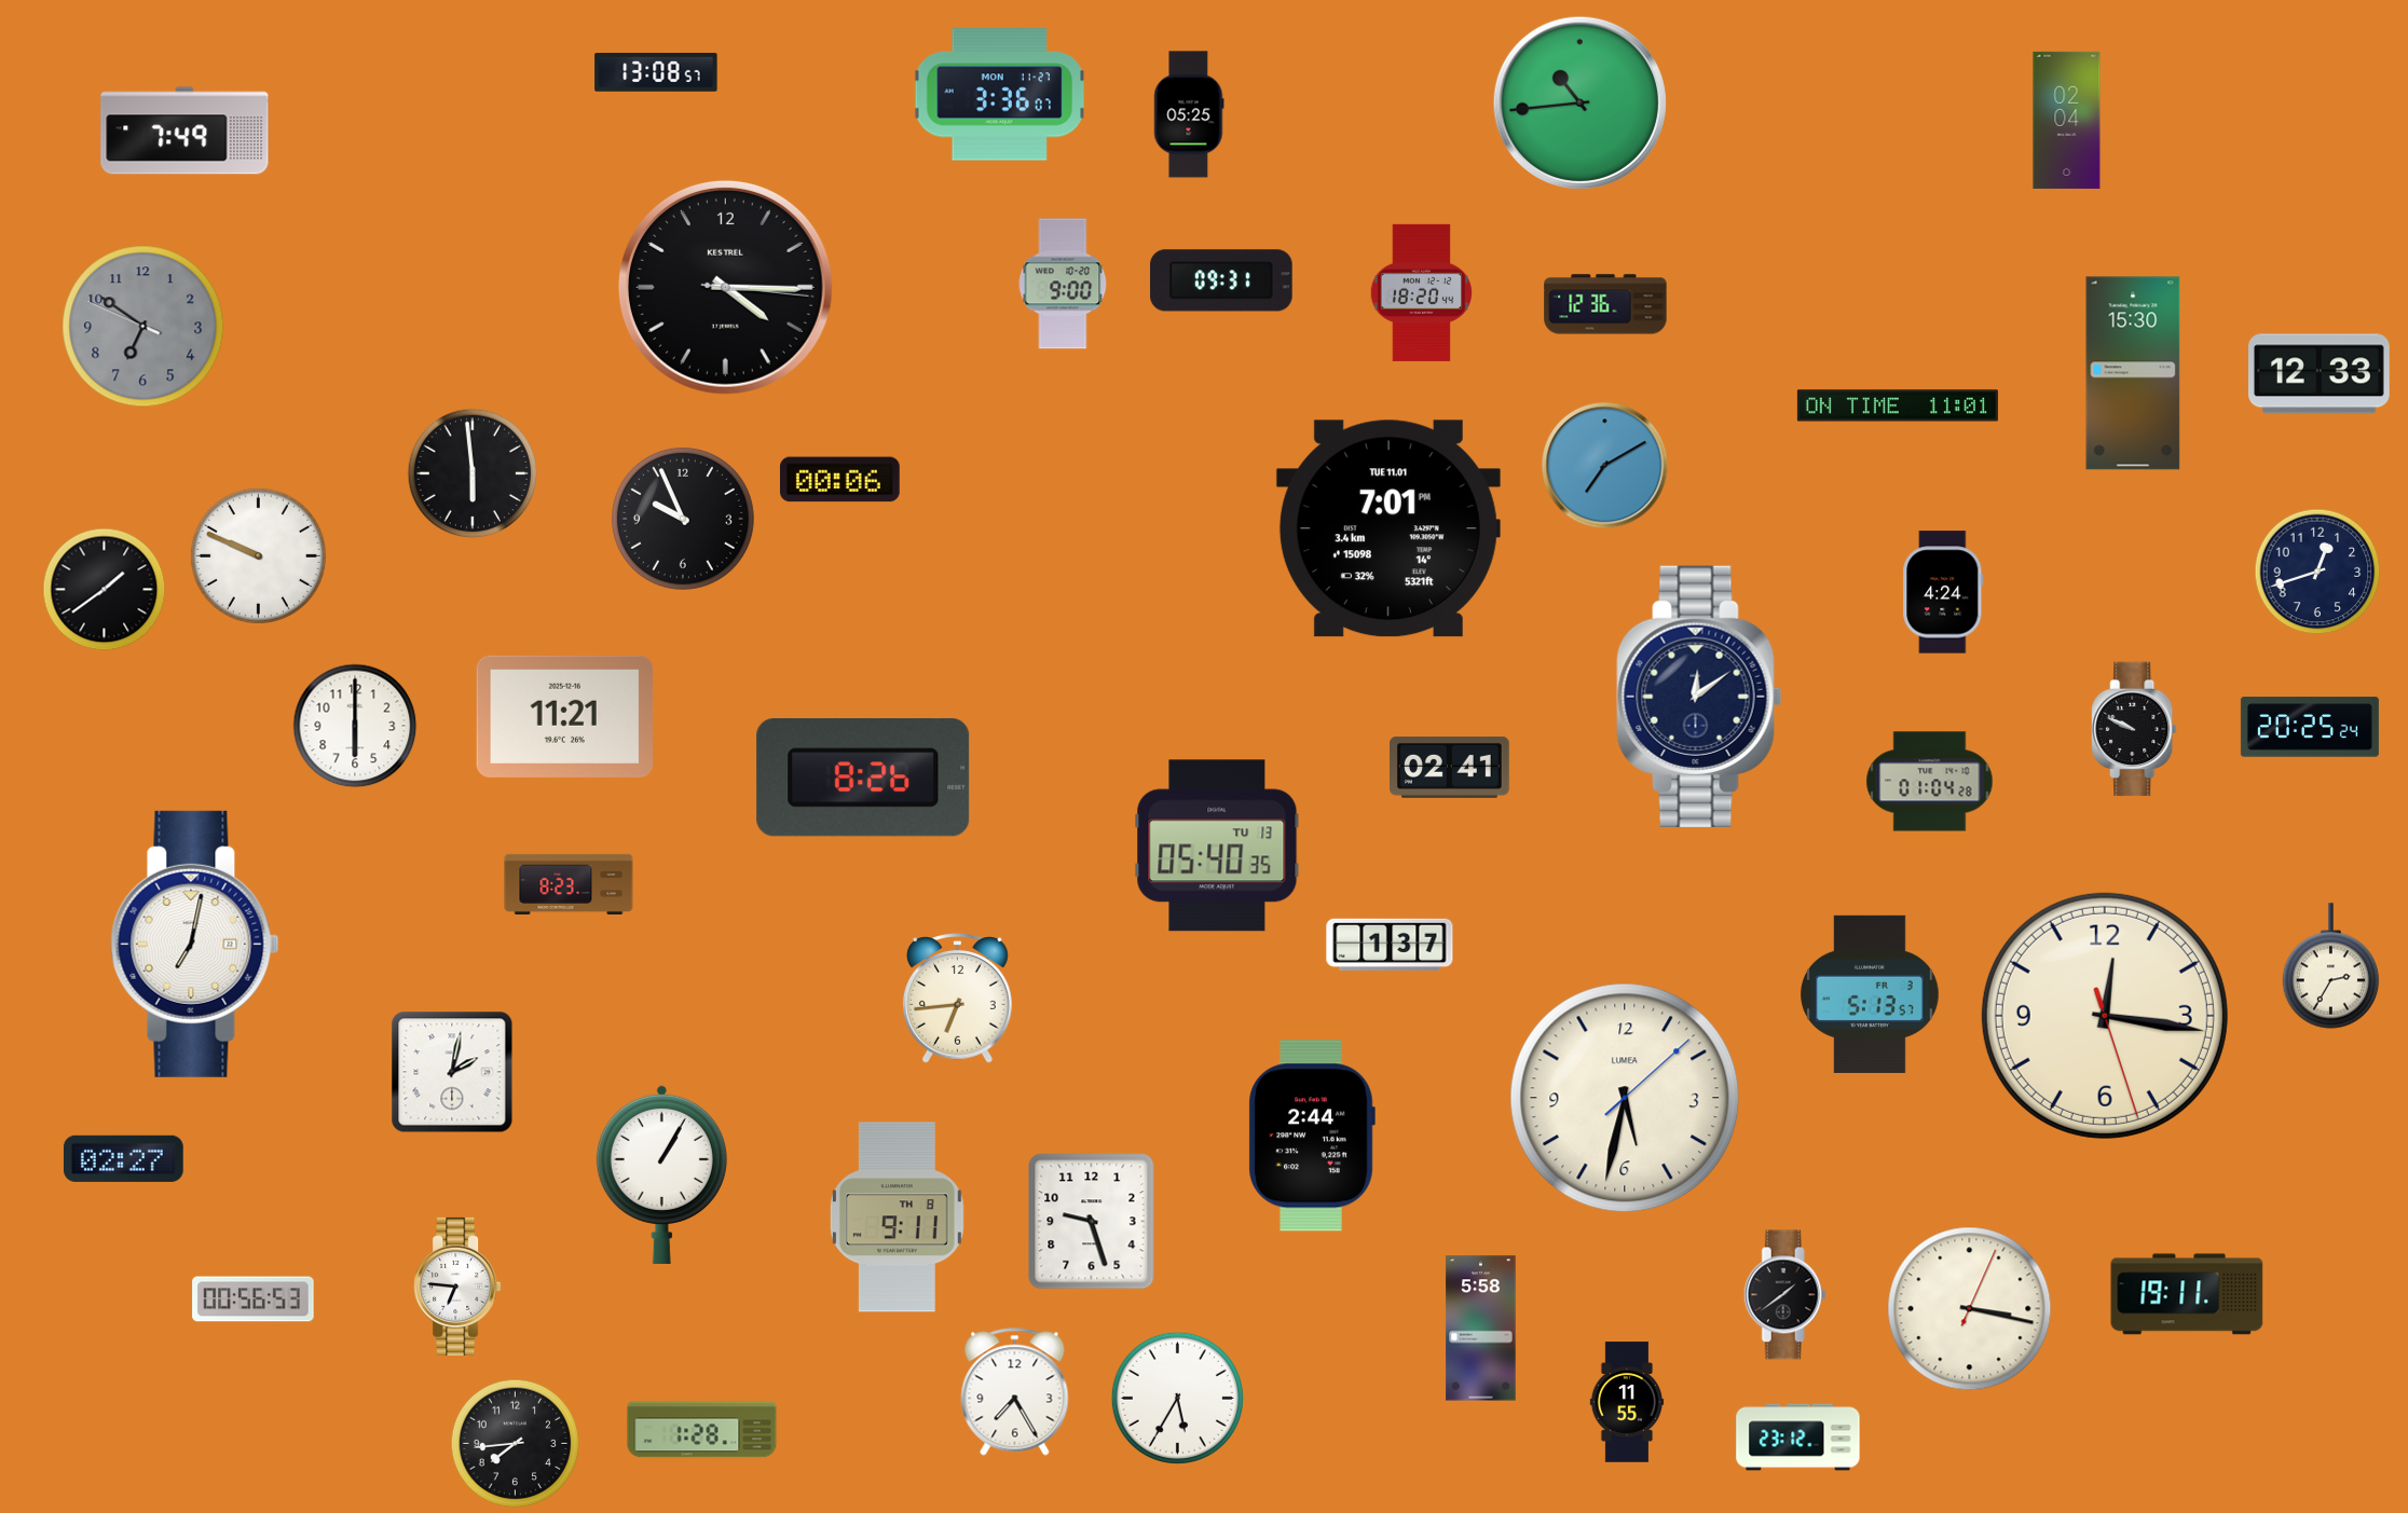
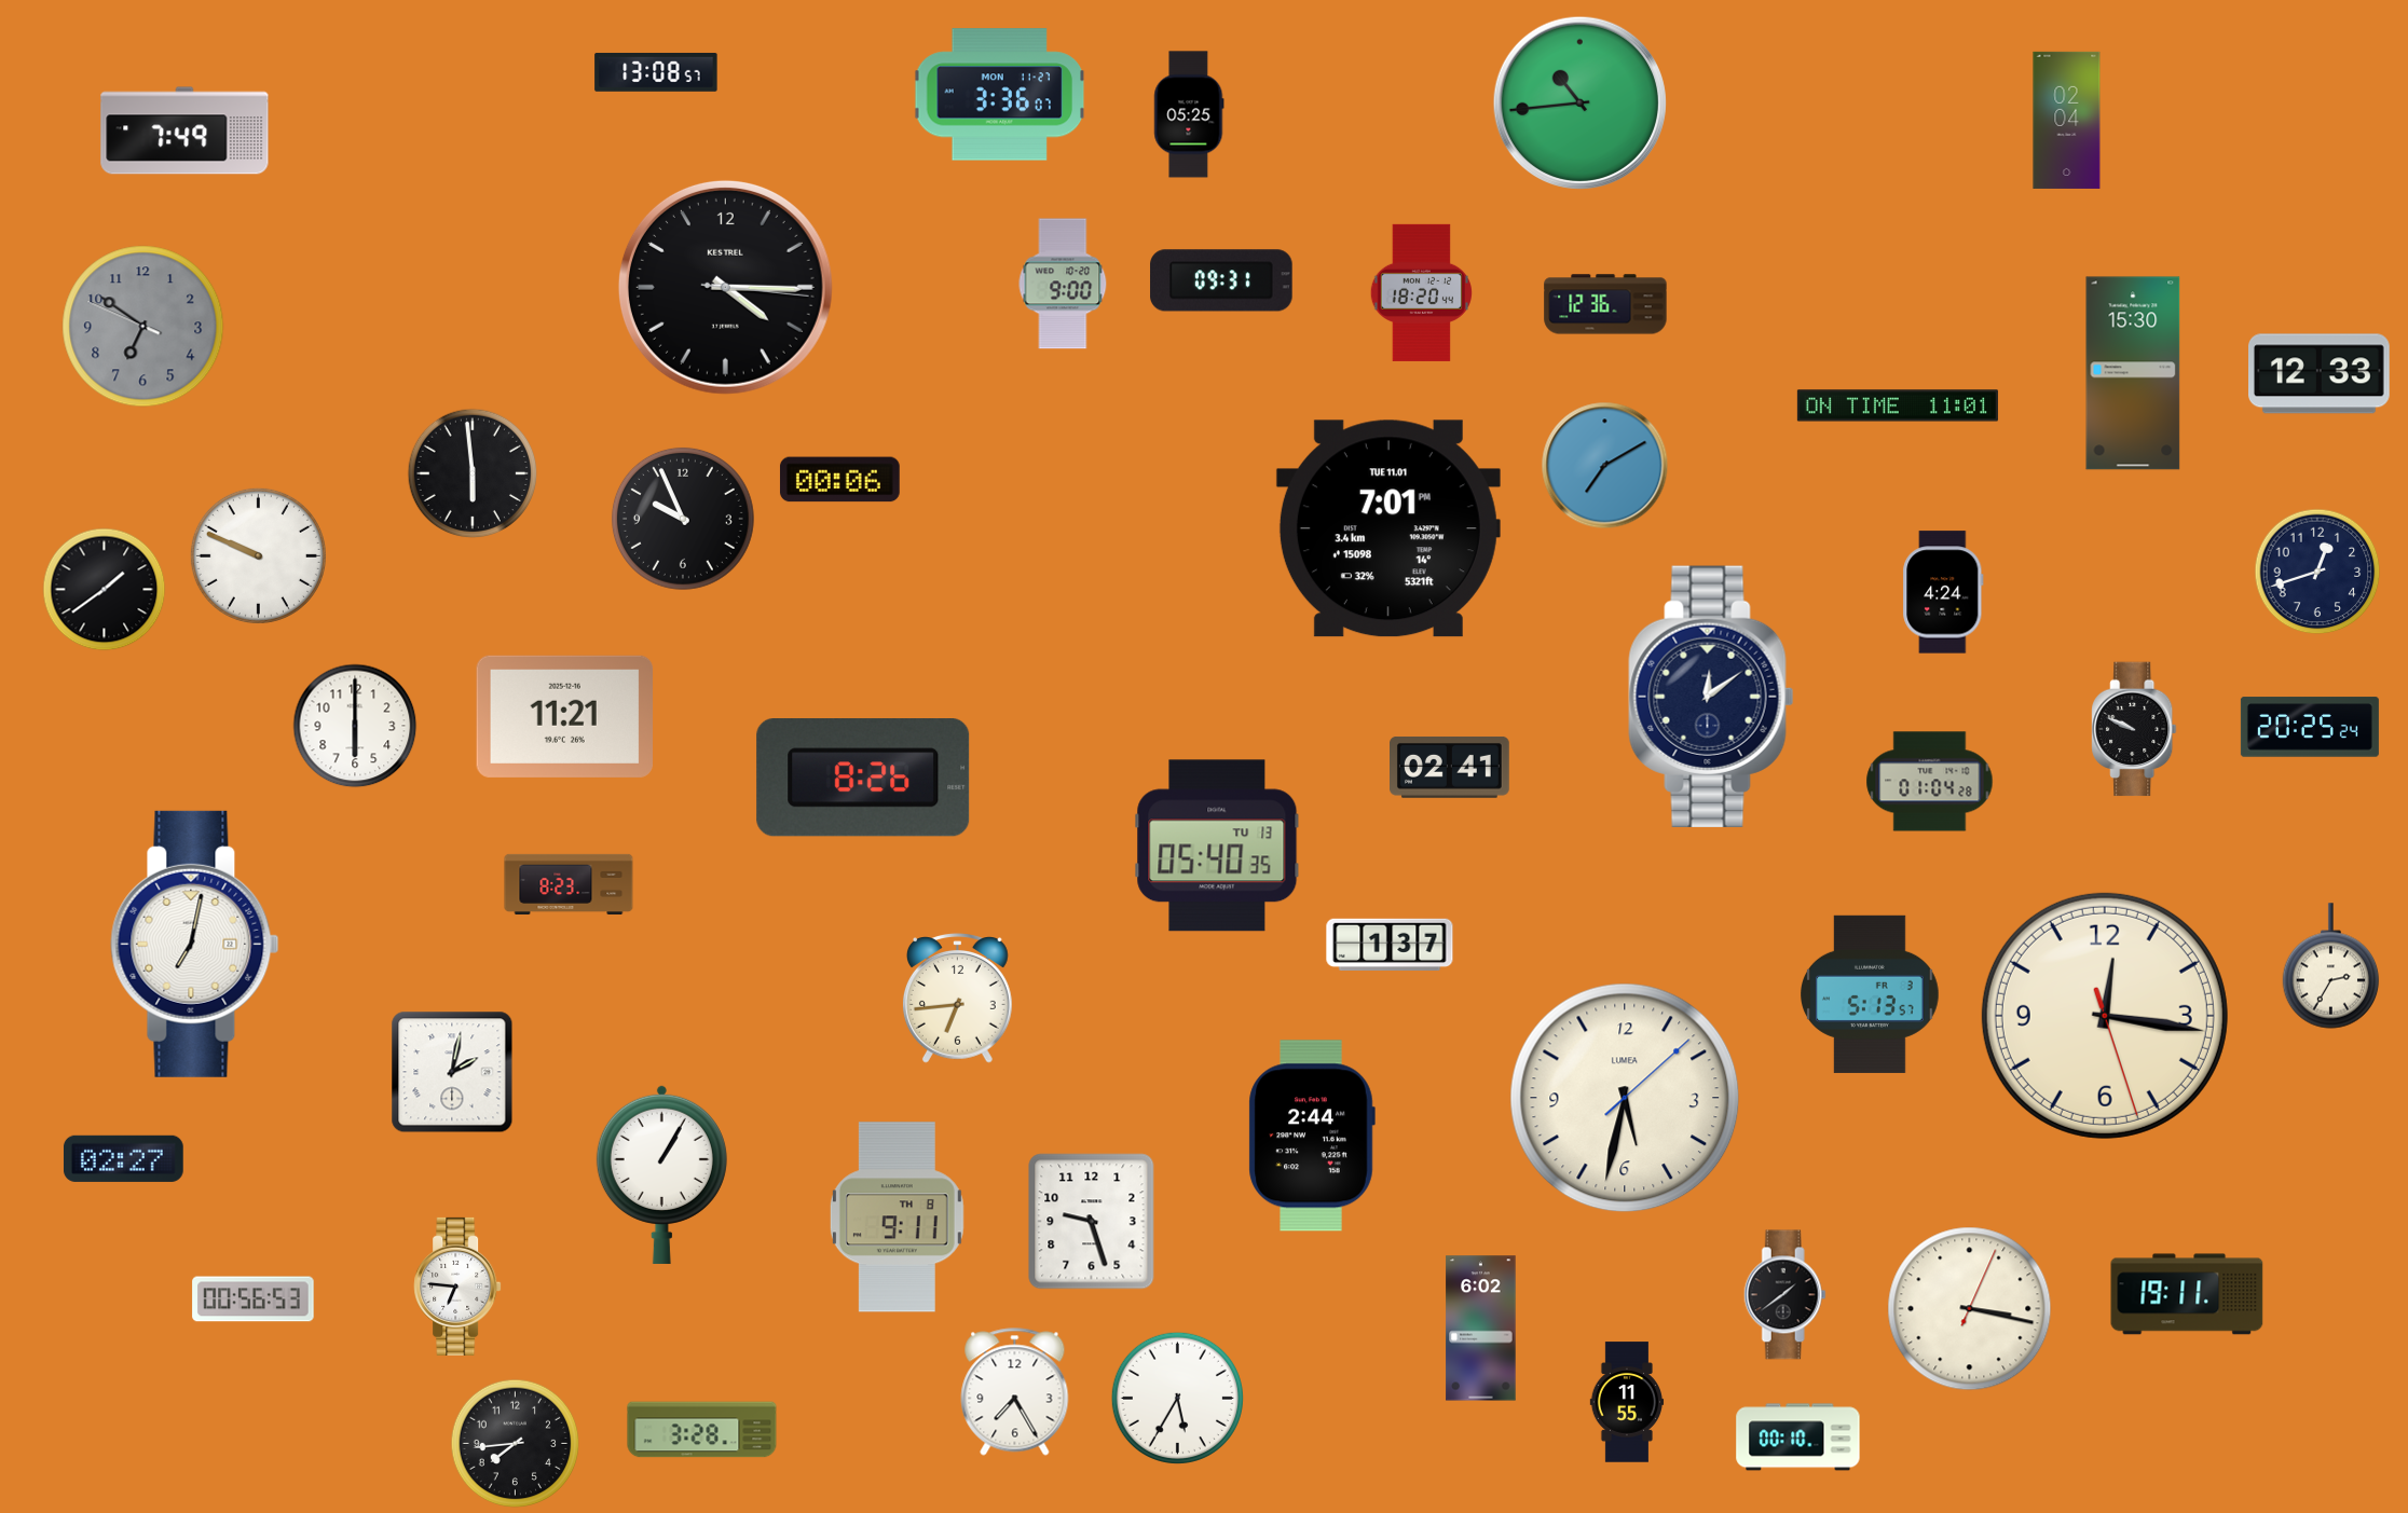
clock at (1699, 697) position: (1699, 697) -> (1711, 697)
clock at (1481, 1329): 5:58 -> 6:02
clock at (702, 1430): 1:28 -> 3:28
clock at (1798, 1438): 23:12 -> 00:10
